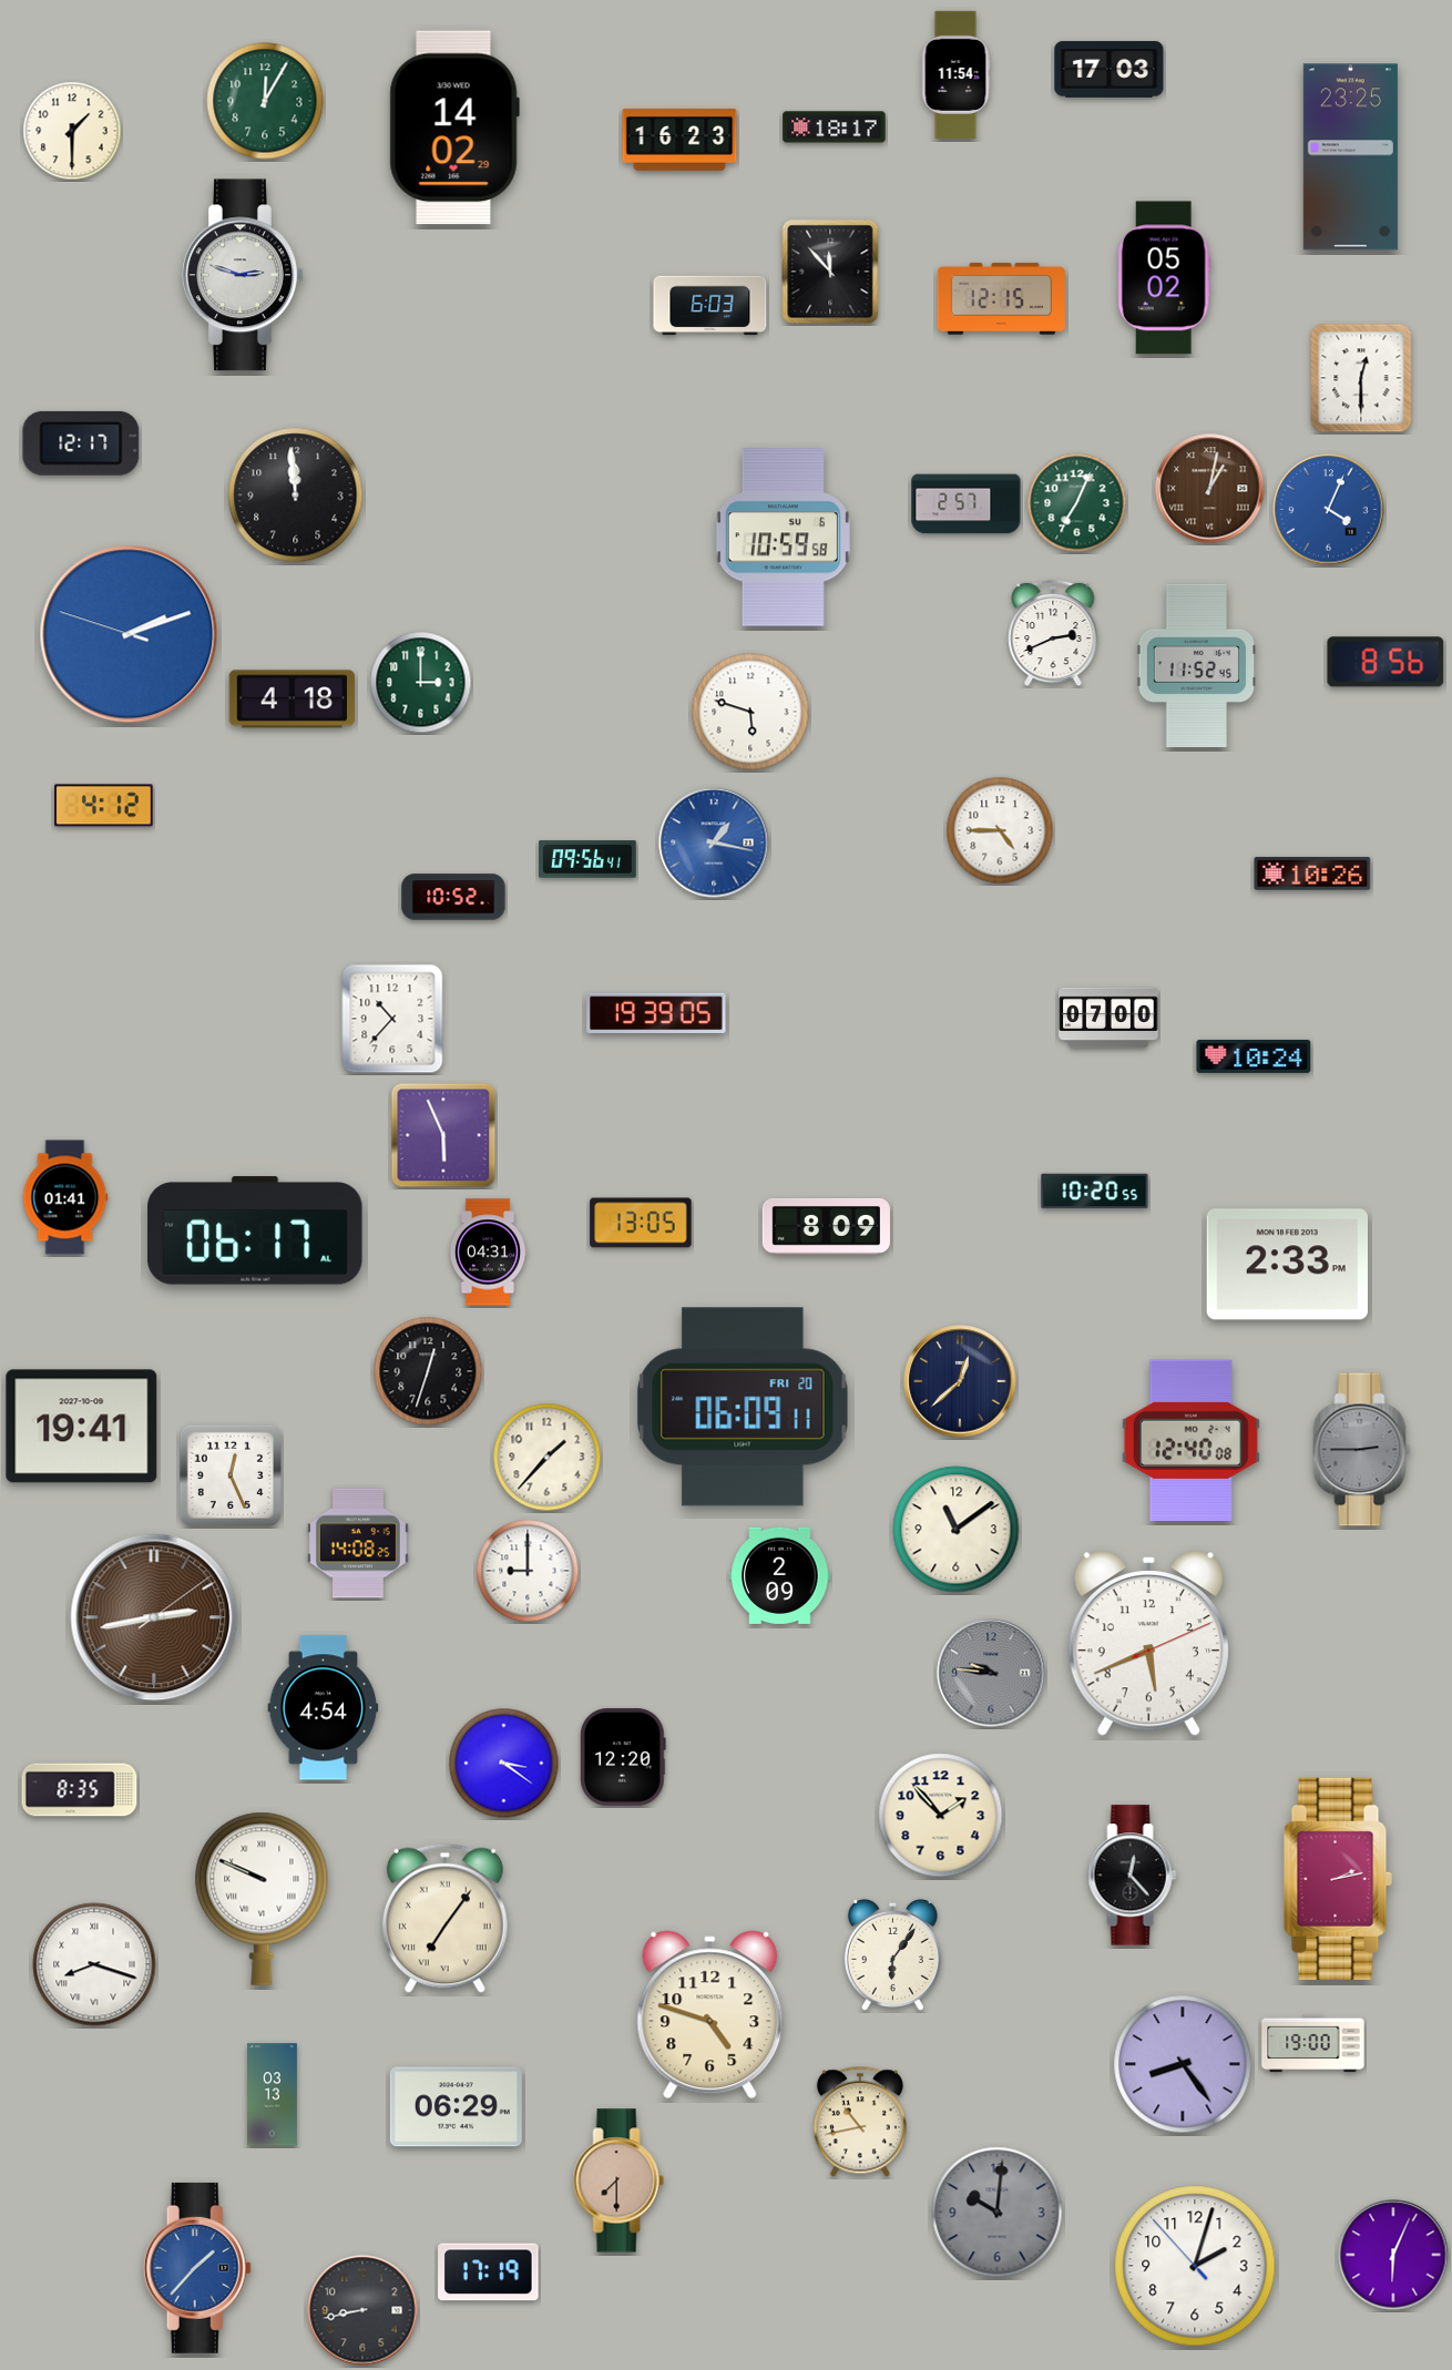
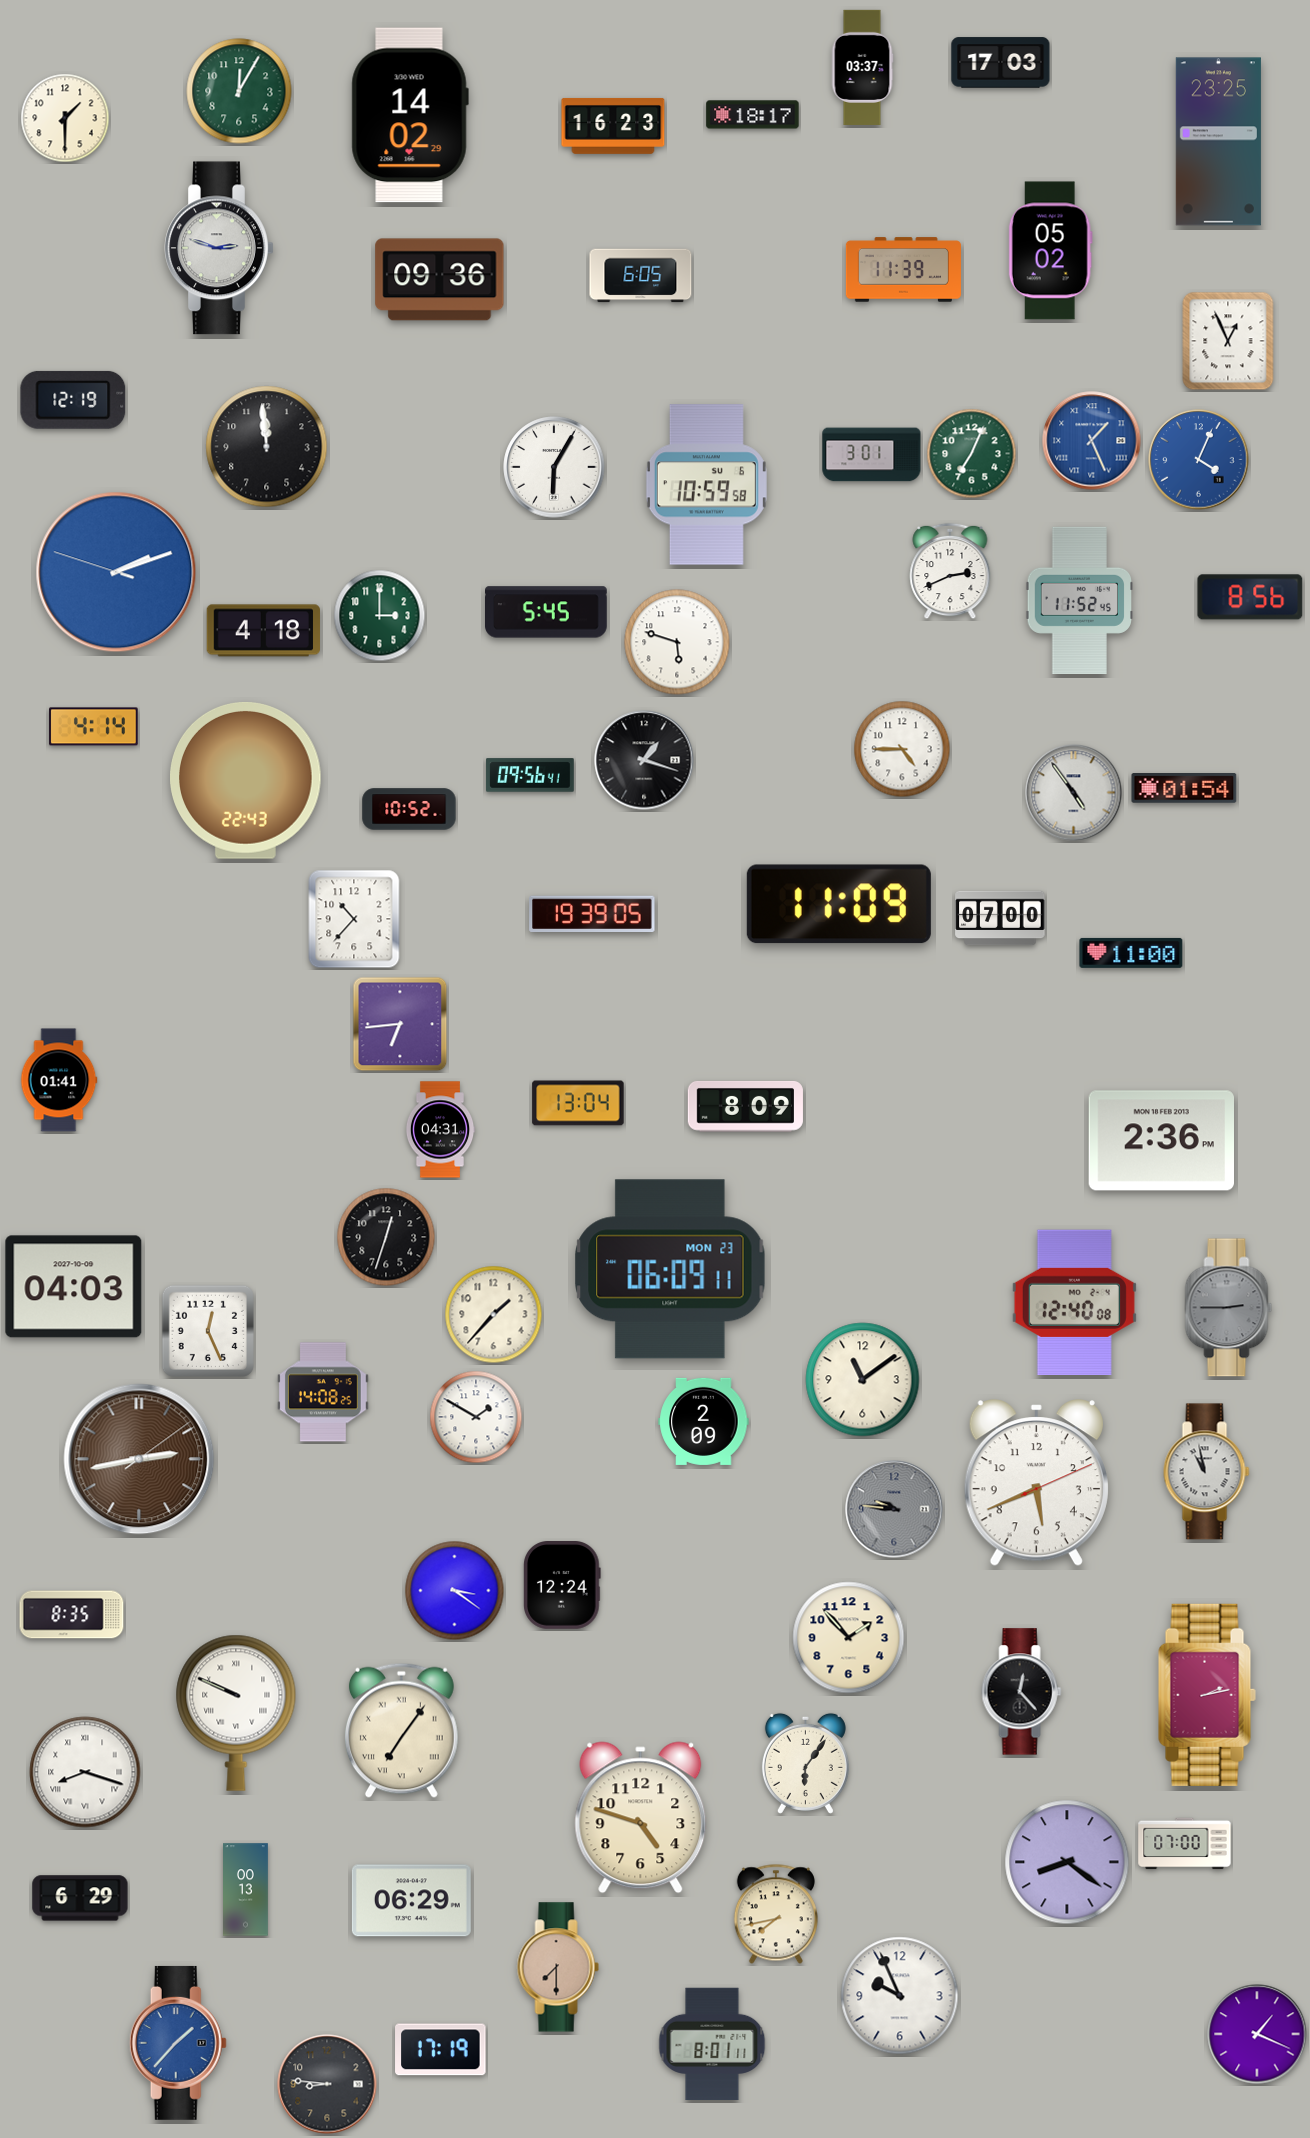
clock at (955, 74): 11:54 -> 03:37
clock at (830, 272): 11:53 -> none
clock at (1001, 299): 12:15 -> 11:39
clock at (710, 306): 6:03 -> 6:05
clock at (440, 280): none -> 09:36
clock at (1361, 378): 12:30 -> 12:56
clock at (81, 443): 12:17 -> 12:19
clock at (1210, 489): 1:02 -> 1:26
clock at (1210, 489) dial: brown -> blue
clock at (967, 504): 2:57 -> 3:01
clock at (554, 467): none -> 6:05
clock at (547, 612): none -> 5:45
clock at (104, 806): 4:12 -> 4:14
clock at (714, 842): 1:17 -> 1:18
clock at (714, 842) dial: blue -> black
clock at (246, 780): none -> 22:43
clock at (1312, 874): 10:26 -> 01:54
clock at (1074, 793): none -> 4:54
clock at (839, 904): none -> 11:09
clock at (1254, 1056): 10:24 -> 11:00
clock at (443, 1135): 5:56 -> 6:44
clock at (1095, 1192): 10:20 -> none
clock at (641, 1223): 13:05 -> 13:04
clock at (255, 1230): 06:17 -> none
clock at (1287, 1265): 2:33 -> 2:36
clock at (960, 1381): 12:38 -> none
clock at (743, 1407) date: FRI 20 -> MON 23
clock at (82, 1427): 19:41 -> 04:03
clock at (1190, 1440) position: (1190, 1440) -> (1074, 1302)
clock at (528, 1571): 9:00 -> 1:50
clock at (1207, 1472): none -> 10:58
clock at (324, 1708): 4:54 -> none
clock at (623, 1758): 12:20 -> 12:24
clock at (1313, 2044): 19:00 -> 07:00
clock at (1183, 2064): 8:24 -> 8:21
clock at (273, 2095): 03:13 -> 00:13
clock at (80, 1898): none -> 6:29
clock at (860, 2122): 10:43 -> 7:43
clock at (998, 2213): 10:01 -> 9:56
clock at (998, 2213) dial: grey -> white
clock at (1393, 2255): 6:04 -> 1:19
clock at (712, 2044): none -> 8:01
clock at (1195, 2266): 2:02 -> none
clock at (197, 2268) position: (197, 2268) -> (178, 2043)
clock at (362, 2310): 8:43 -> 8:46
